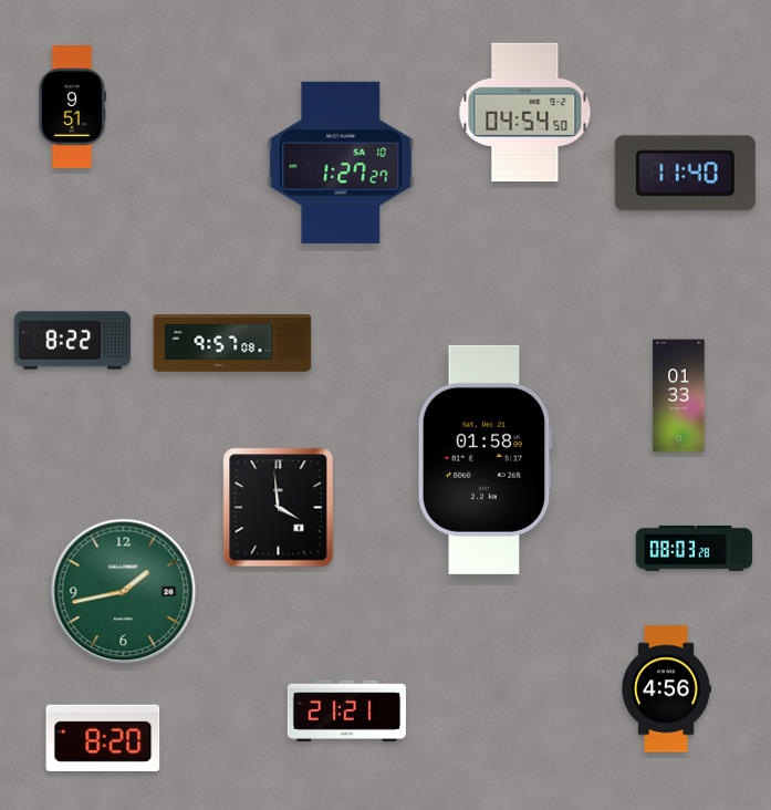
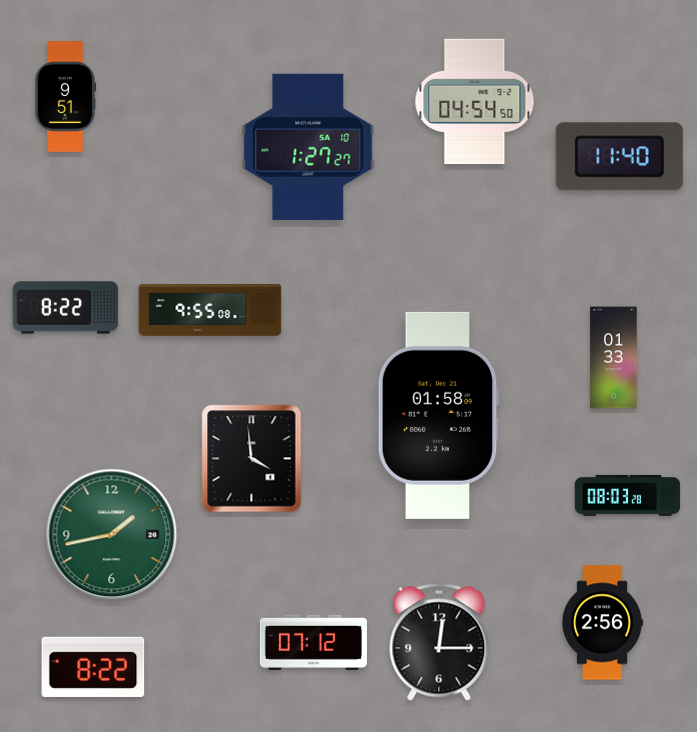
clock at (232, 344): 9:57 -> 9:55
clock at (666, 689): 4:56 -> 2:56
clock at (346, 710): 21:21 -> 07:12
clock at (439, 642): none -> 12:15
clock at (103, 738): 8:20 -> 8:22
